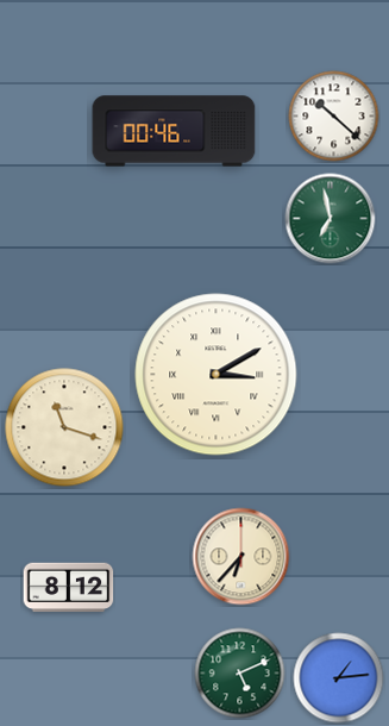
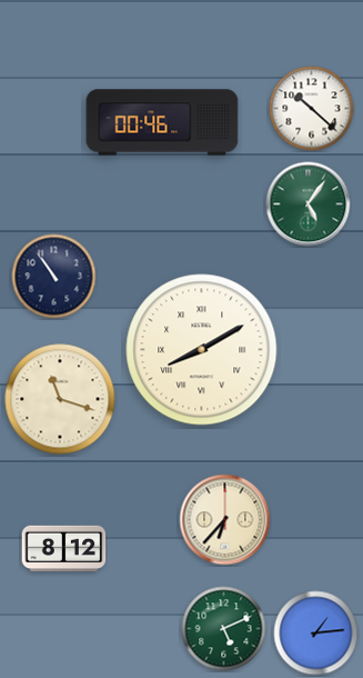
clock at (331, 219): 6:58 -> 5:06
clock at (54, 277): none -> 10:54
clock at (217, 375): 3:10 -> 8:10
